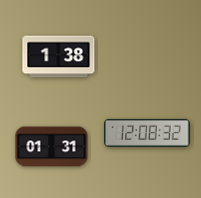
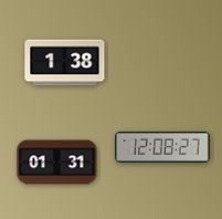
clock at (147, 133): 12:08:32 -> 12:08:27
